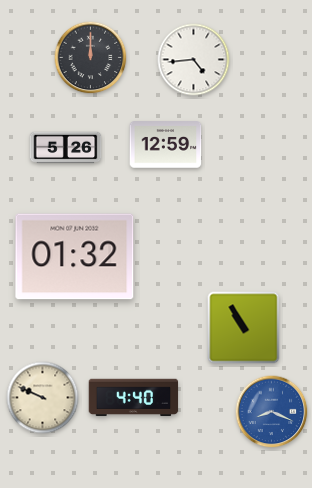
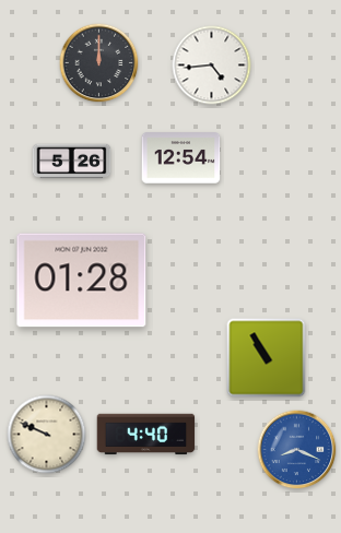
clock at (166, 145): 12:59 -> 12:54
clock at (75, 257): 01:32 -> 01:28
